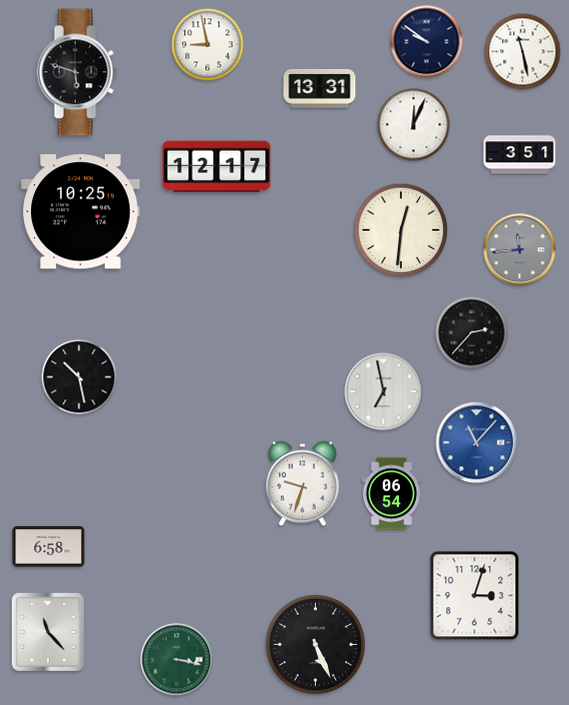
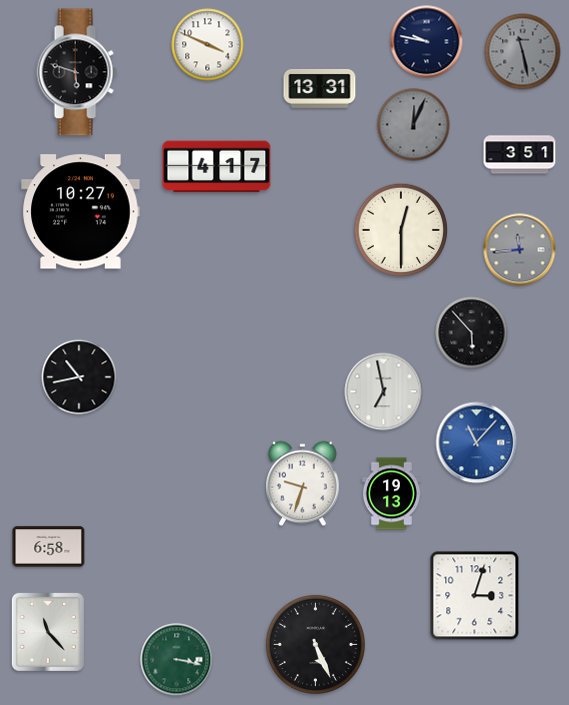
clock at (427, 42): 9:51 -> 9:47
clock at (208, 45): 8:58 -> 3:49
clock at (523, 52) dial: white -> grey
clock at (414, 125) dial: white -> grey
clock at (217, 167): 12:17 -> 4:17
clock at (81, 212): 10:25 -> 10:27
clock at (401, 230): 12:31 -> 12:30
clock at (472, 333): 2:37 -> 5:53
clock at (79, 377): 10:28 -> 10:43
clock at (391, 494): 06:54 -> 19:13
